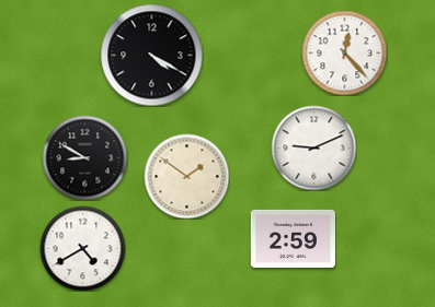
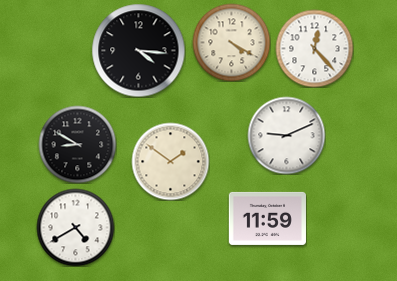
clock at (231, 42): none -> 4:20
clock at (151, 55): 4:20 -> 4:16
clock at (293, 238): 2:59 -> 11:59
